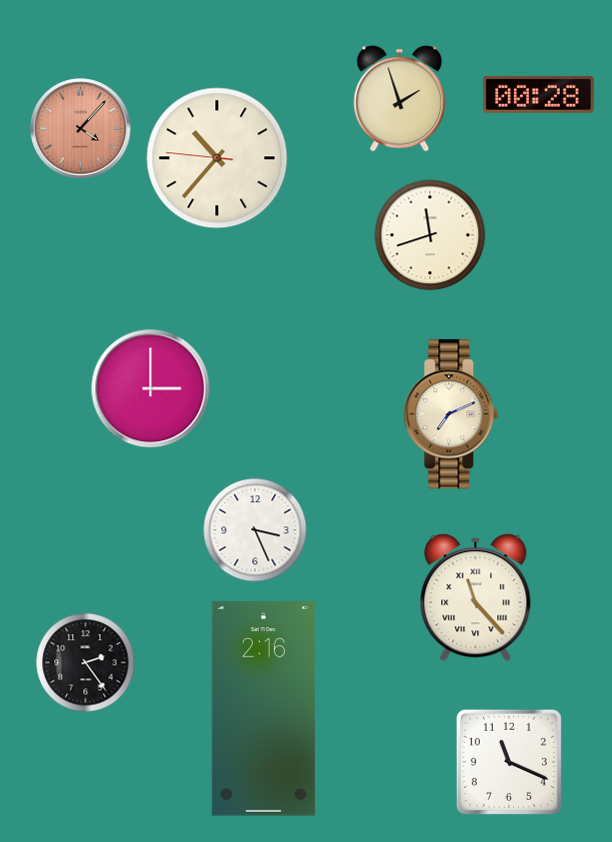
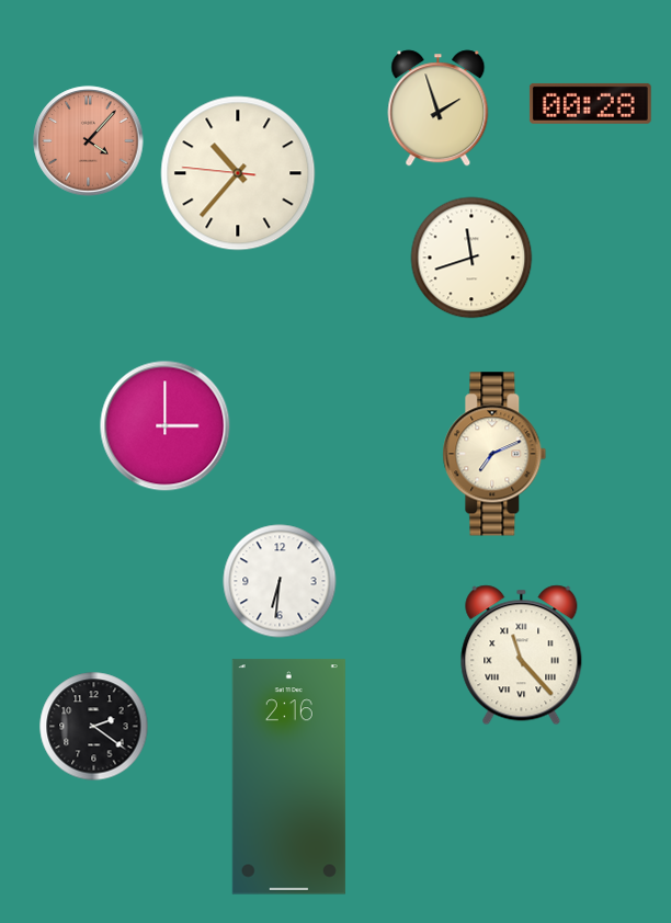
clock at (255, 530): 3:26 -> 6:31
clock at (86, 663): 2:24 -> 2:21
clock at (509, 762): 11:19 -> none
